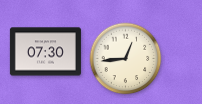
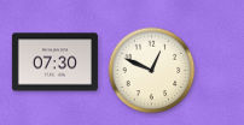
clock at (126, 59): 12:44 -> 12:49
